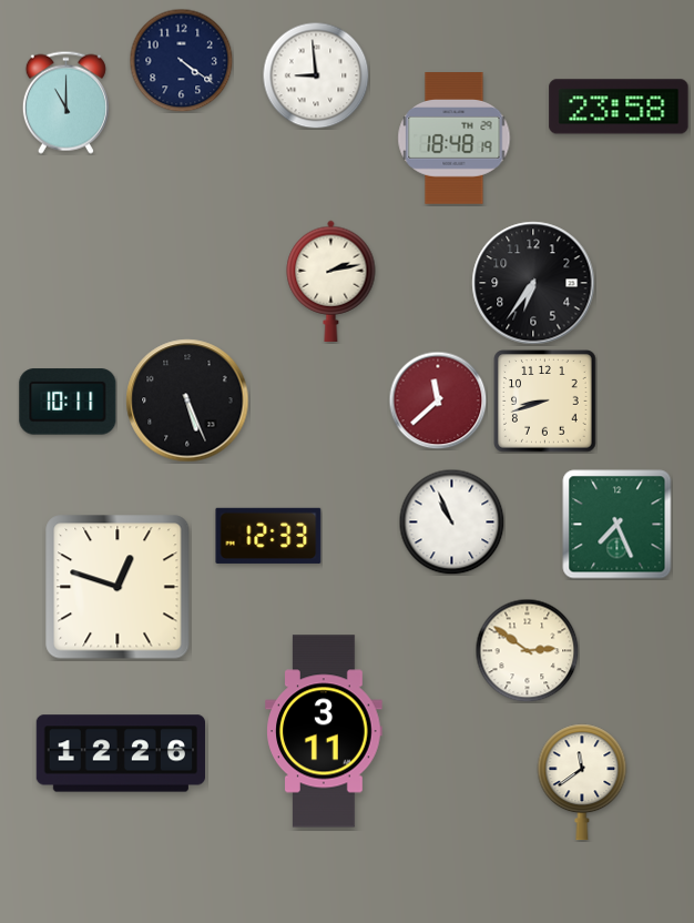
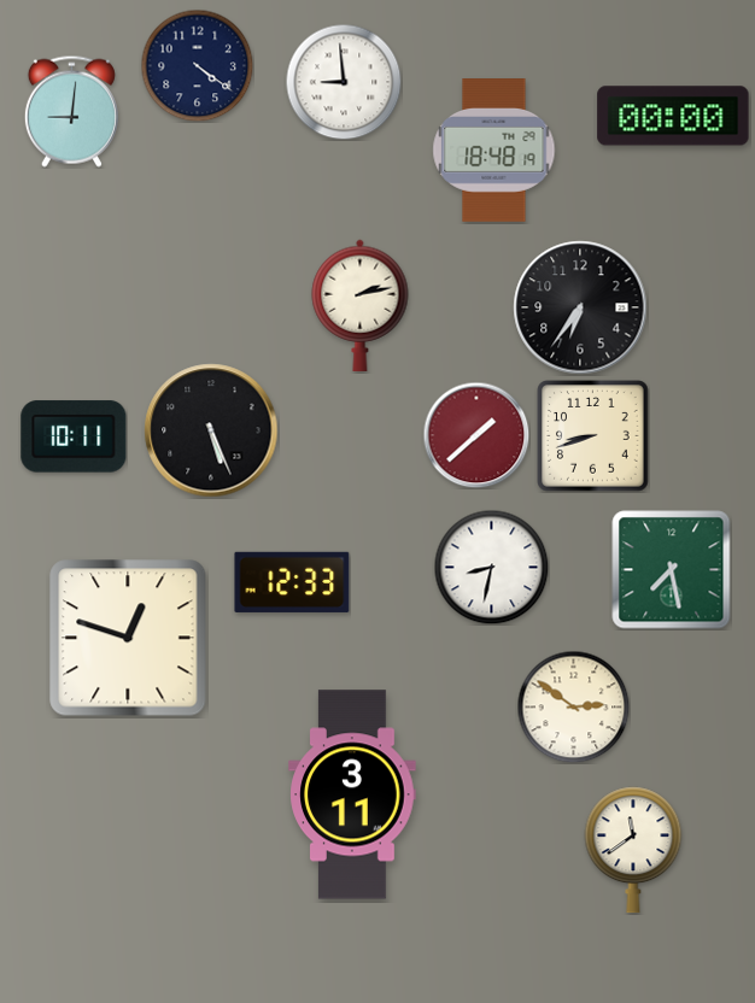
clock at (65, 102): 11:00 -> 9:01
clock at (619, 106): 23:58 -> 00:00
clock at (187, 400) position: (187, 400) -> (211, 430)
clock at (438, 400): 11:38 -> 1:38
clock at (451, 521): 10:56 -> 8:32
clock at (618, 525): 7:26 -> 7:28
clock at (121, 753): 12:26 -> none
